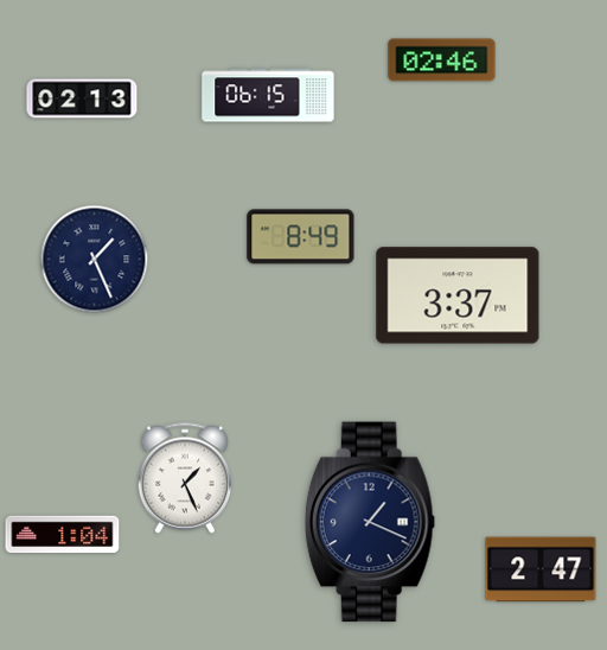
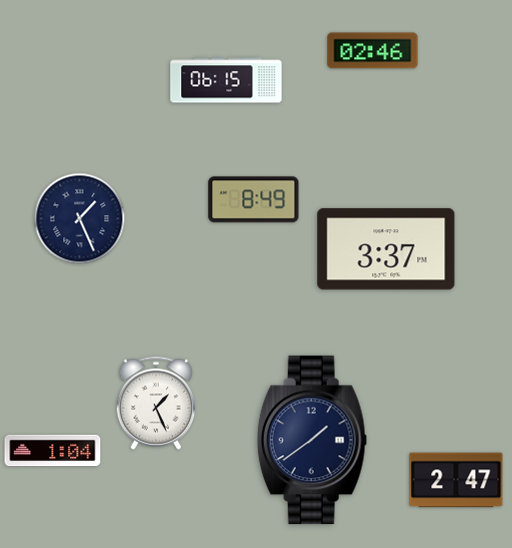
clock at (82, 98): 02:13 -> none
clock at (370, 522): 1:19 -> 1:39
